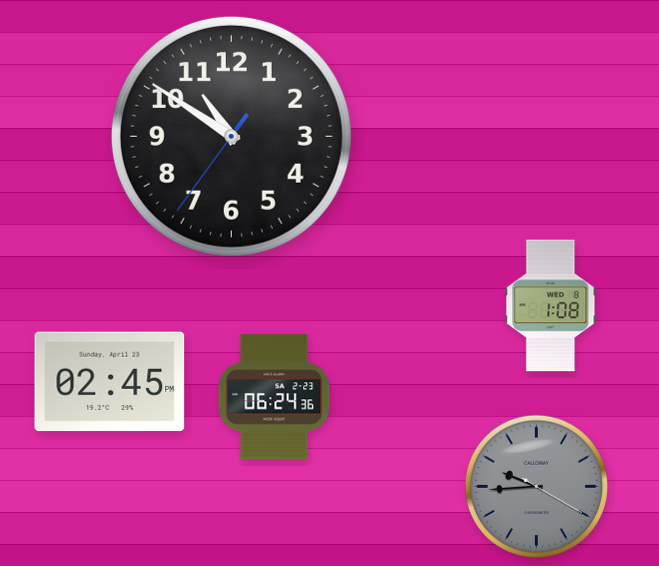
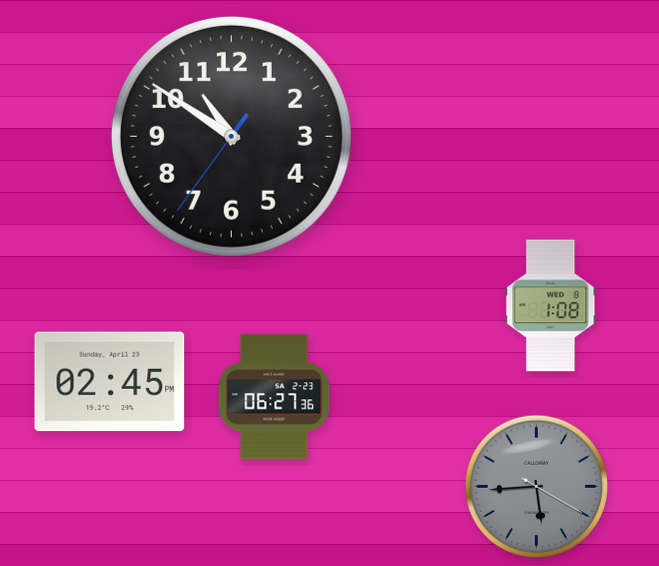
clock at (274, 397): 06:24 -> 06:27
clock at (536, 486): 9:44 -> 5:44
